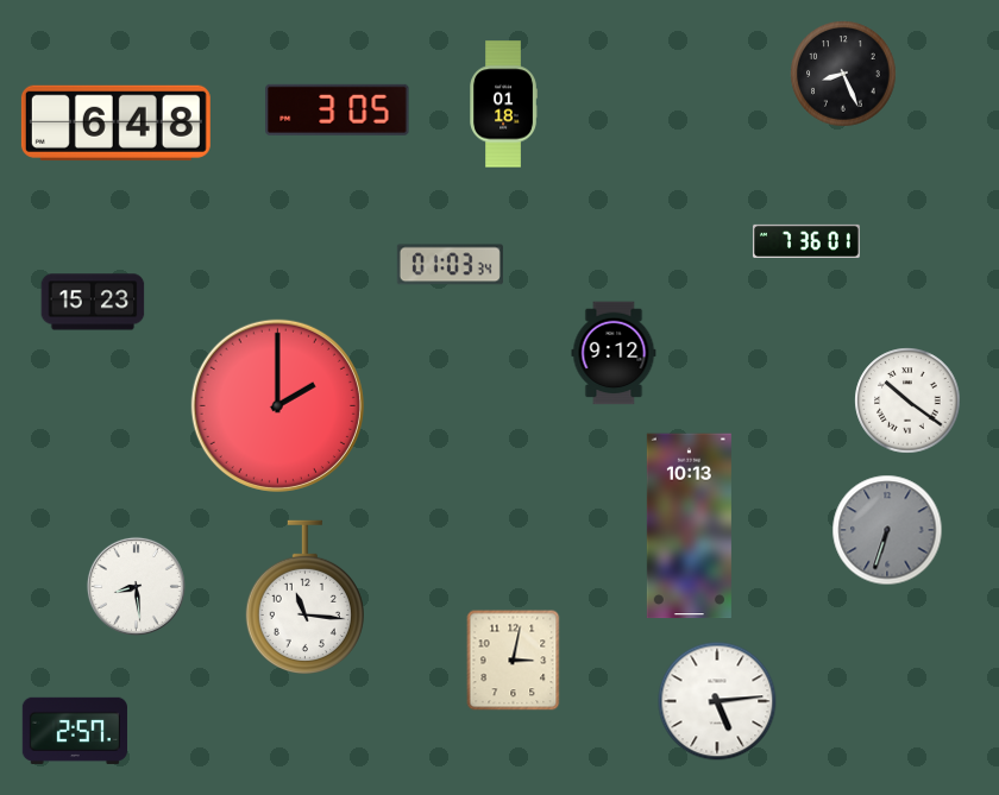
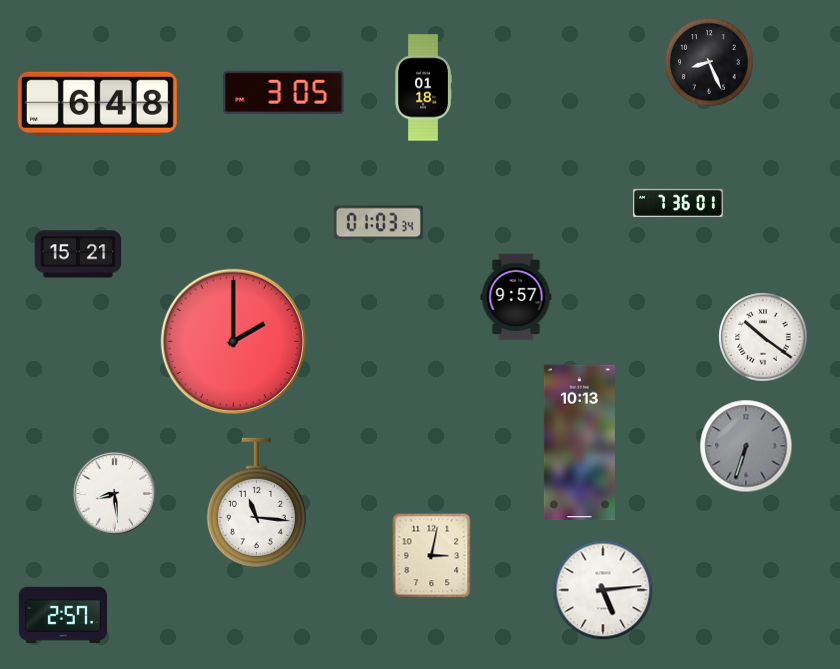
clock at (93, 302): 15:23 -> 15:21
clock at (614, 353): 9:12 -> 9:57
